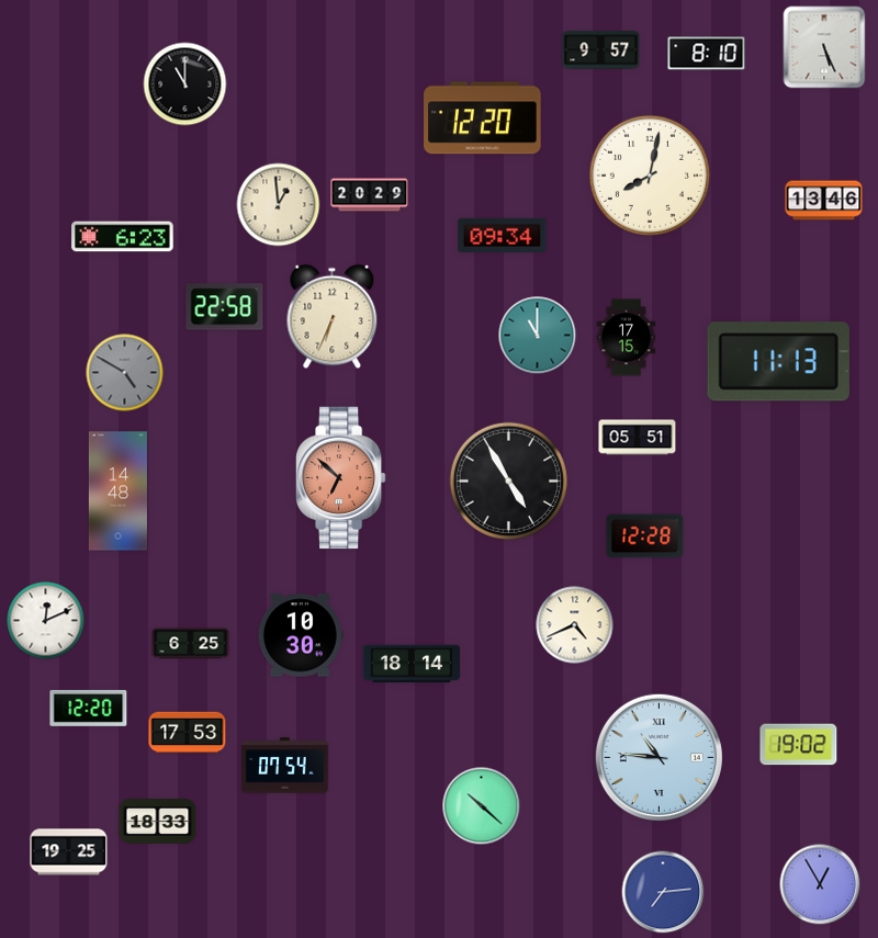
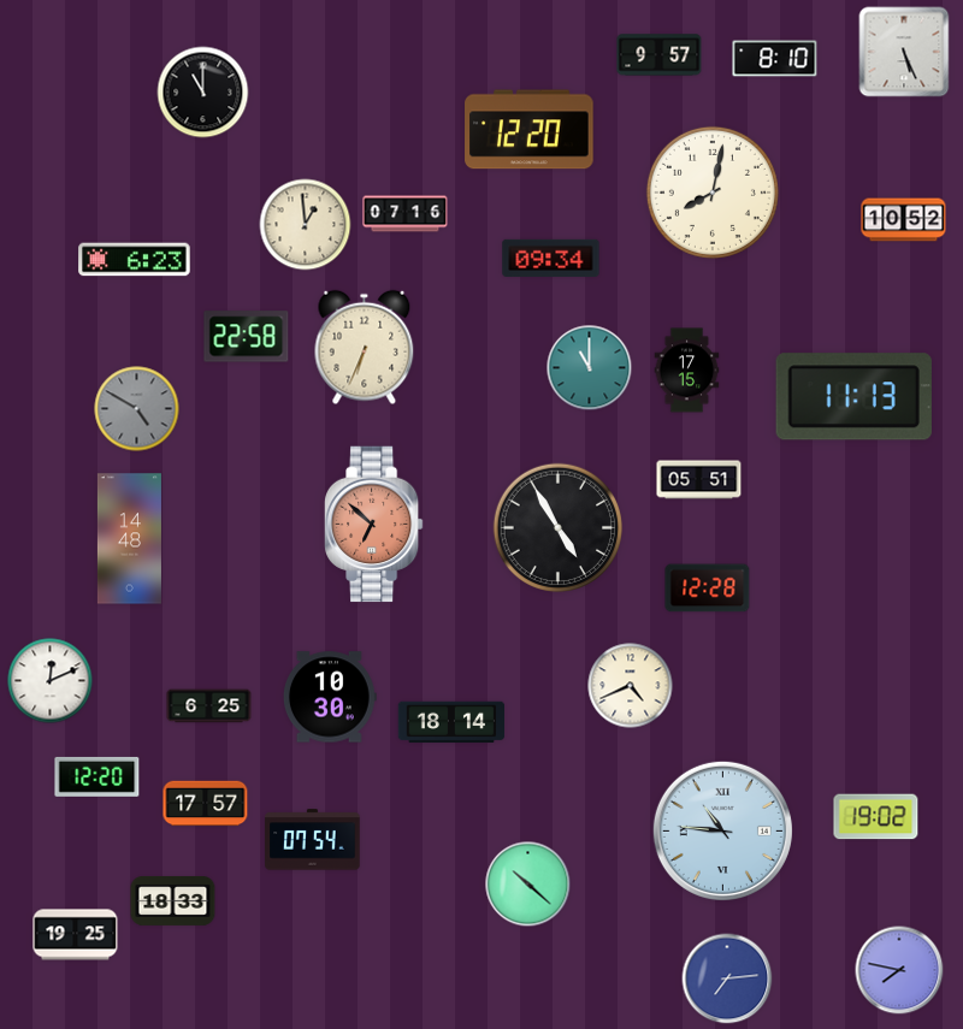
clock at (370, 195): 20:29 -> 07:16
clock at (824, 201): 13:46 -> 10:52
clock at (412, 664) position: (412, 664) -> (451, 722)
clock at (188, 733): 17:53 -> 17:57
clock at (820, 884): 12:55 -> 7:47
